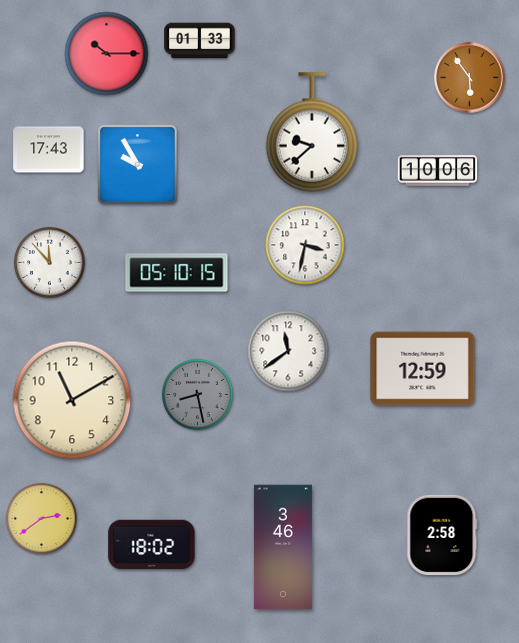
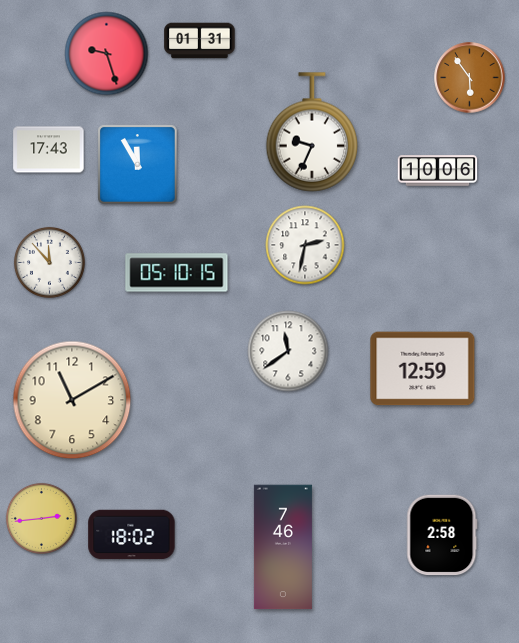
clock at (200, 41): 01:33 -> 01:31
clock at (107, 54): 10:15 -> 9:27
clock at (312, 132): 9:38 -> 9:34
clock at (138, 165): 9:55 -> 11:55
clock at (305, 245): 3:32 -> 2:32
clock at (197, 394): 8:28 -> none
clock at (41, 518): 2:39 -> 2:44
clock at (152, 545) position: (152, 545) -> (132, 535)
clock at (283, 547): 3:46 -> 7:46
